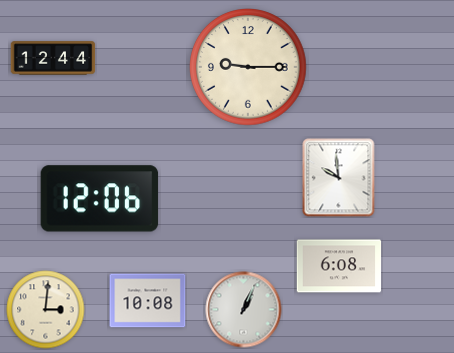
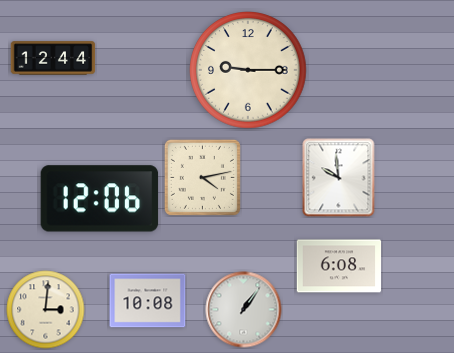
clock at (249, 68) position: (249, 68) -> (249, 71)
clock at (202, 177): none -> 4:13
clock at (244, 310): 1:04 -> 1:06
